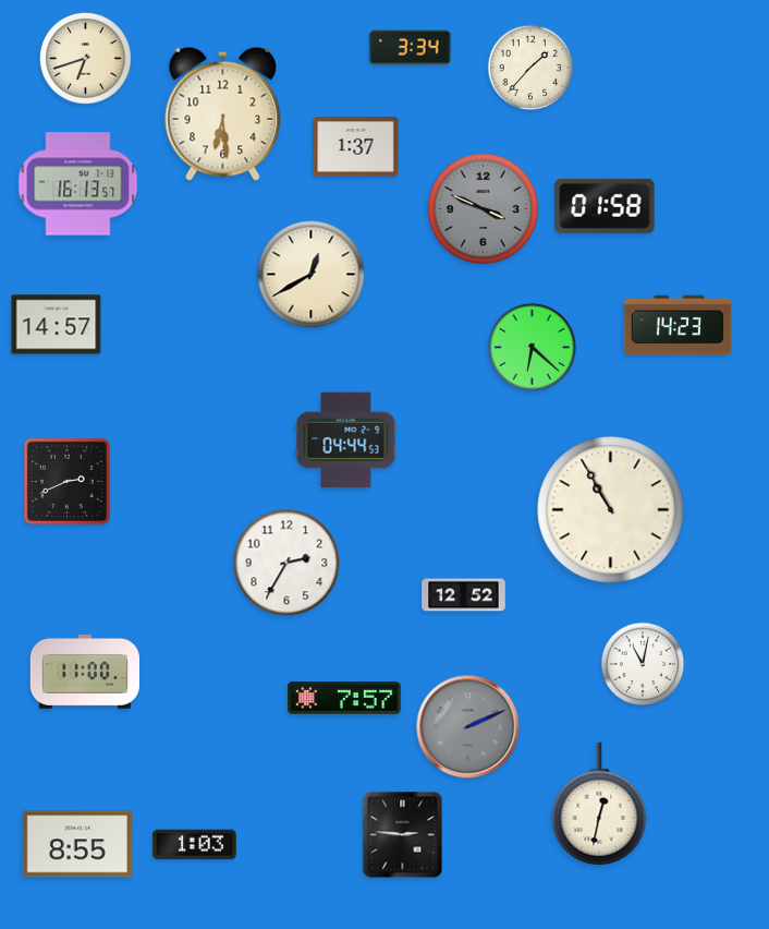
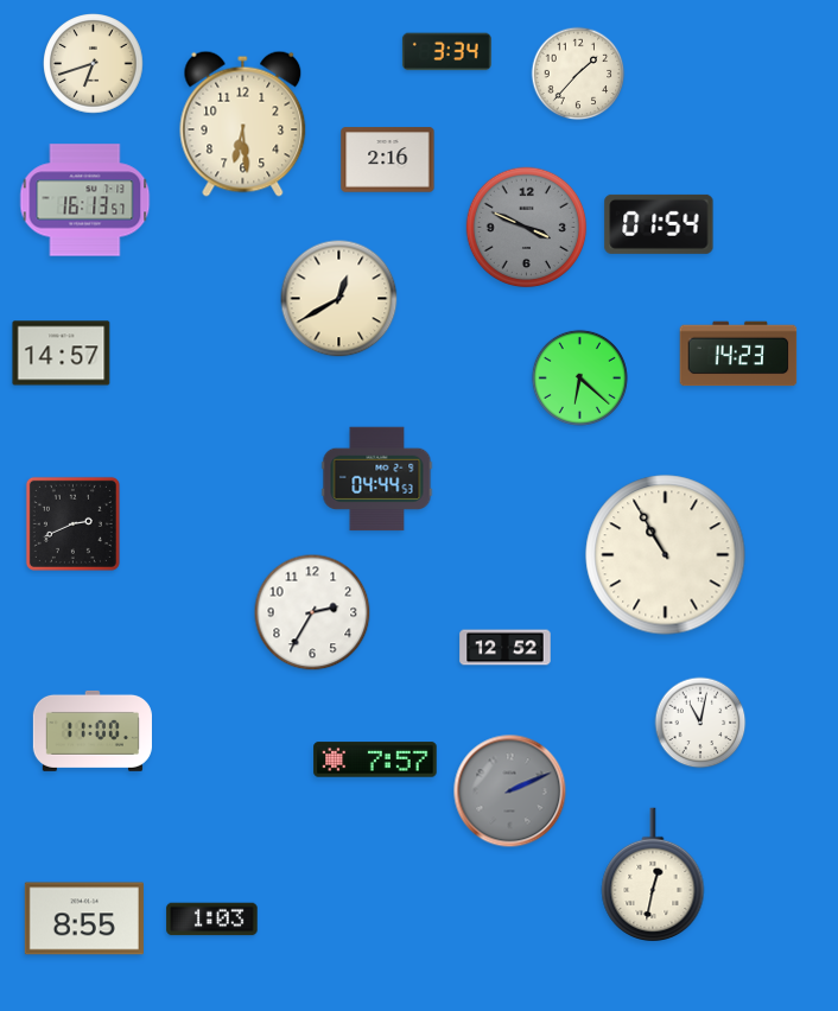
clock at (356, 147): 1:37 -> 2:16
clock at (605, 206): 01:58 -> 01:54
clock at (403, 835): 2:46 -> none
